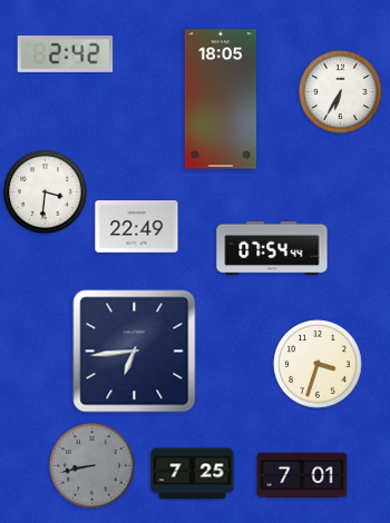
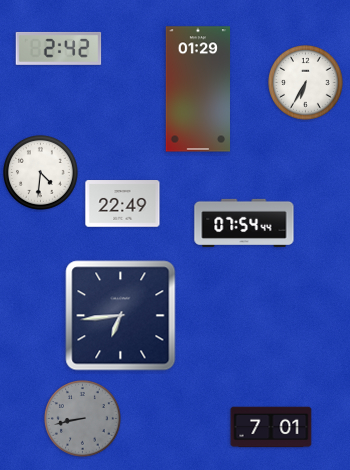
clock at (220, 99): 18:05 -> 01:29
clock at (46, 193): 3:31 -> 4:31
clock at (318, 364): 3:33 -> none
clock at (193, 474): 7:25 -> none
